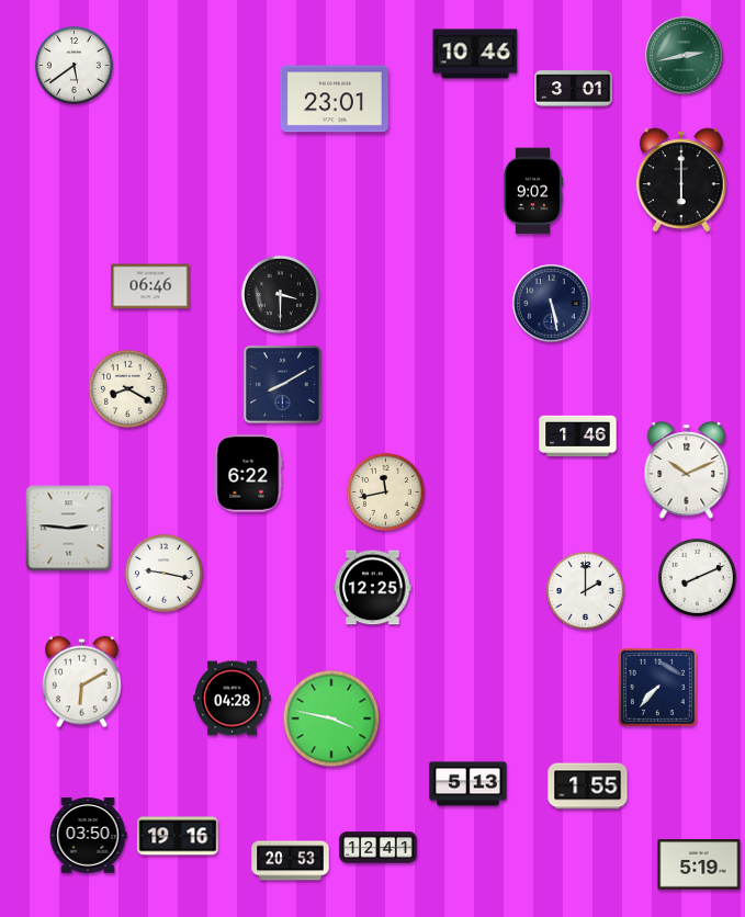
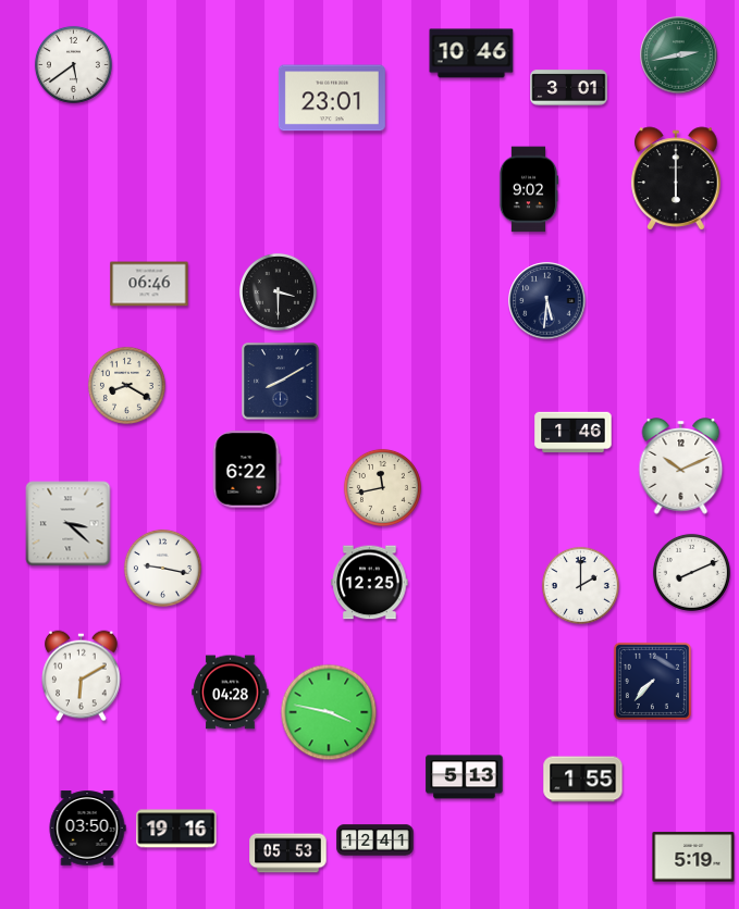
clock at (552, 304): 5:28 -> 5:31
clock at (69, 529): 2:46 -> 3:22
clock at (291, 861): 20:53 -> 05:53
